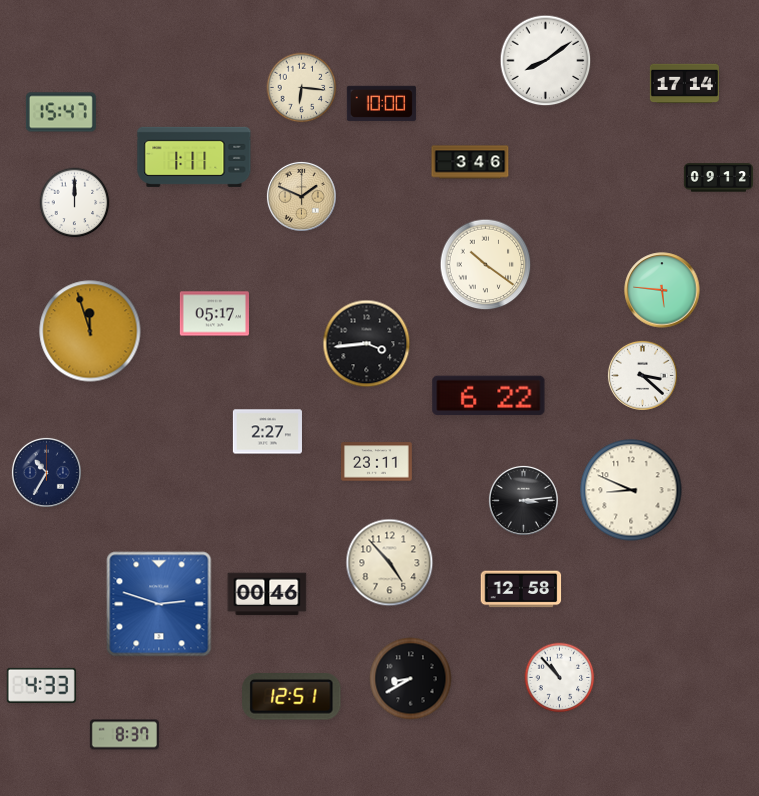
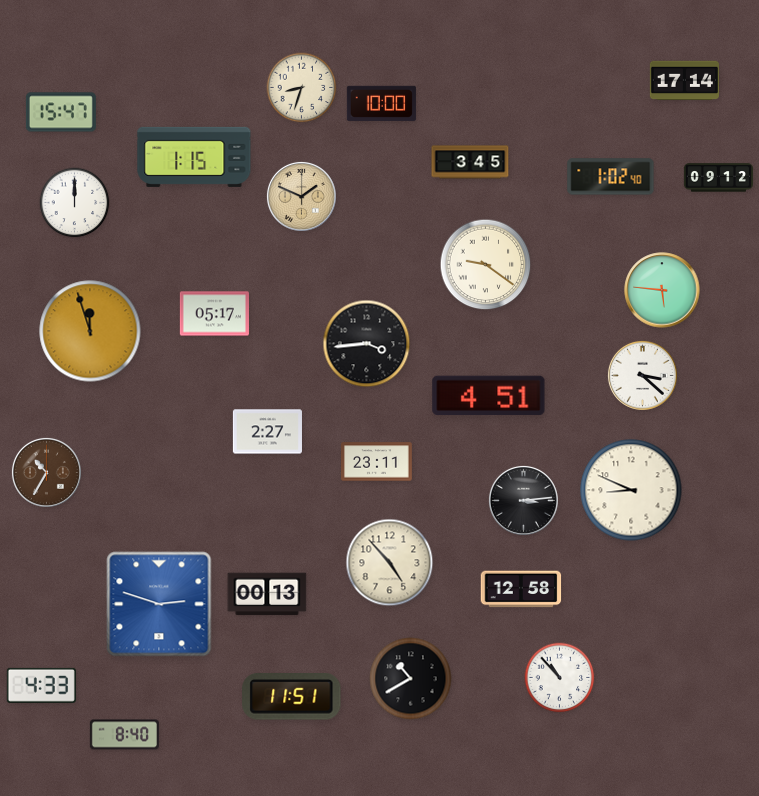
clock at (546, 61): 8:09 -> none
clock at (684, 84) position: (684, 84) -> (684, 81)
clock at (302, 88): 6:16 -> 8:33
clock at (194, 157): 1:11 -> 1:15
clock at (470, 162): 3:46 -> 3:45
clock at (611, 177): none -> 1:02
clock at (486, 265): 10:21 -> 9:21
clock at (489, 396): 6:22 -> 4:51
clock at (46, 472) dial: navy -> brown
clock at (267, 594): 00:46 -> 00:13
clock at (411, 679): 8:40 -> 10:40
clock at (292, 697): 12:51 -> 11:51
clock at (124, 735): 8:37 -> 8:40
